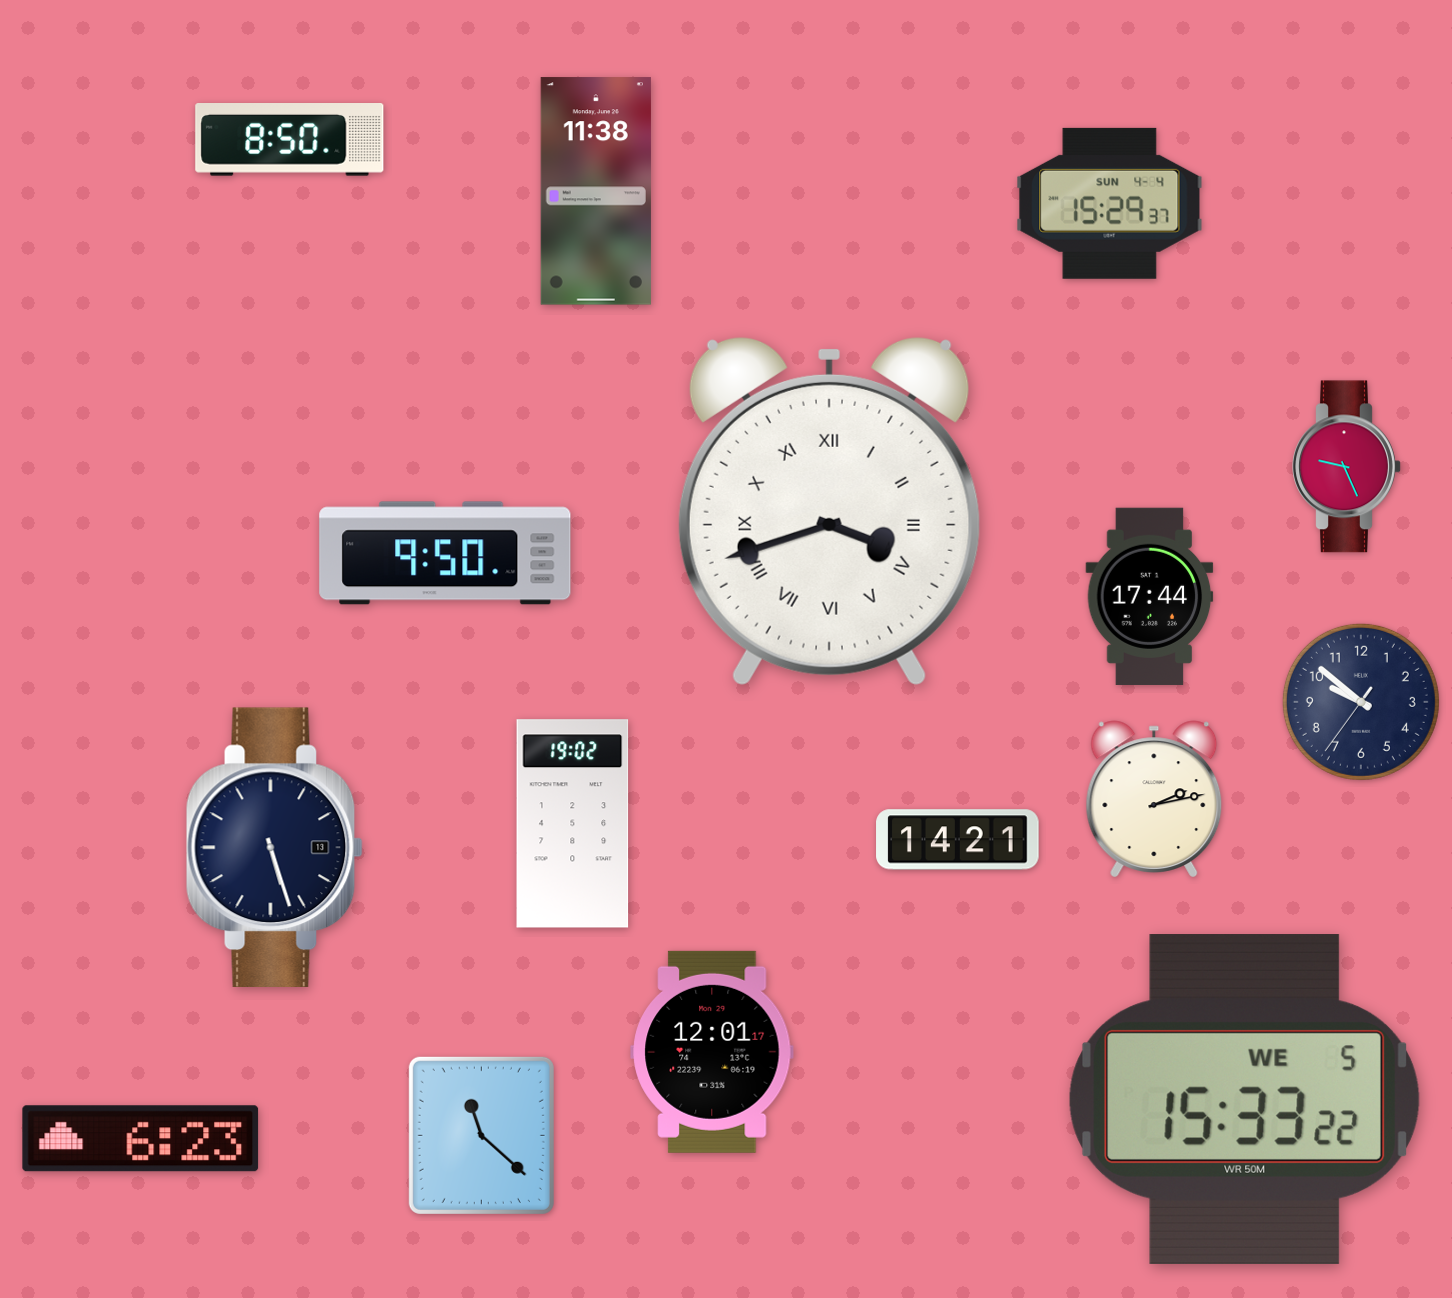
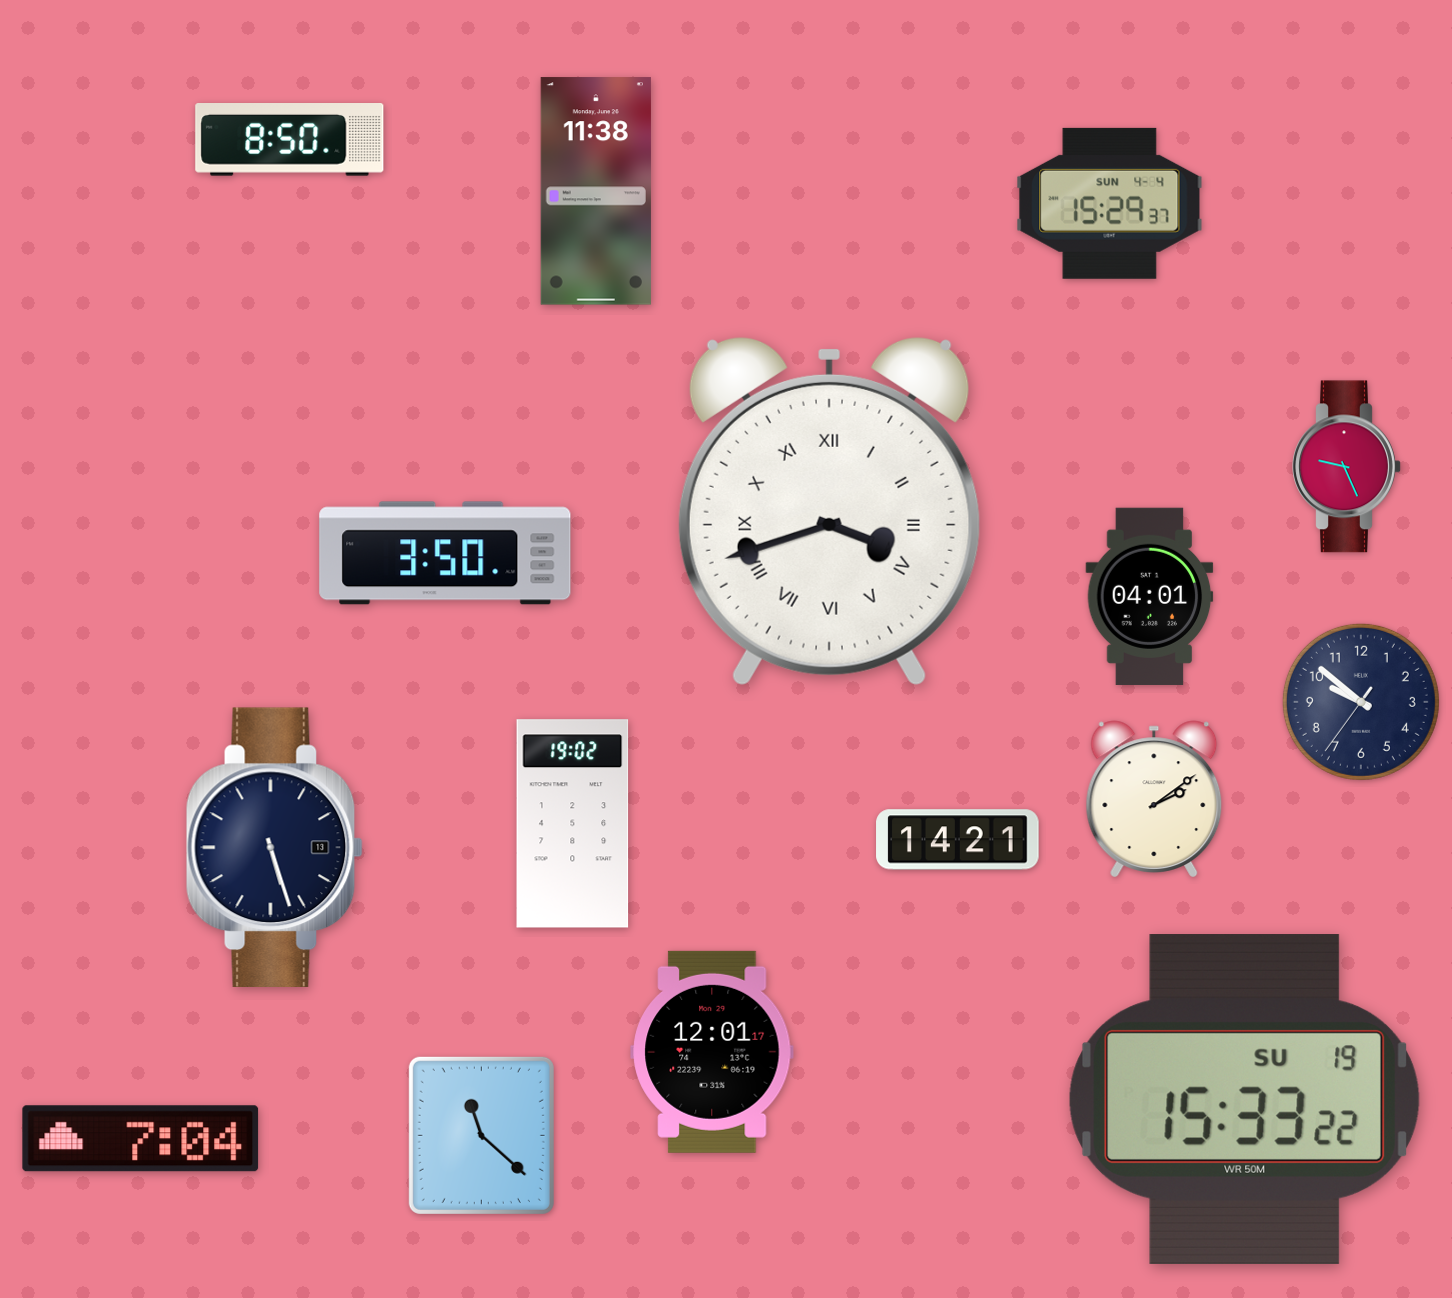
clock at (445, 553): 9:50 -> 3:50
clock at (1150, 596): 17:44 -> 04:01
clock at (1154, 799): 2:13 -> 2:09
clock at (1244, 1099) date: WE 5 -> SU 19
clock at (141, 1139): 6:23 -> 7:04
